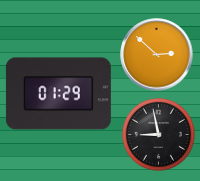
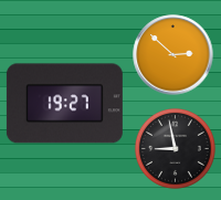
clock at (157, 55) position: (157, 55) -> (173, 55)
clock at (58, 94): 01:29 -> 19:27
